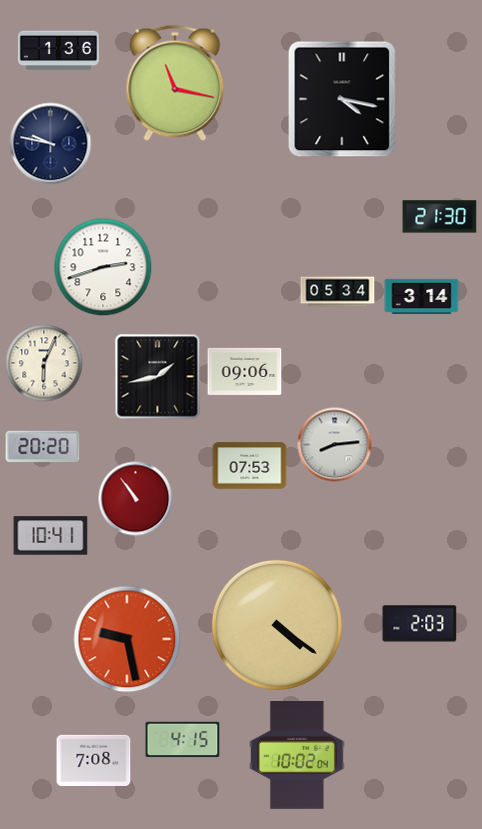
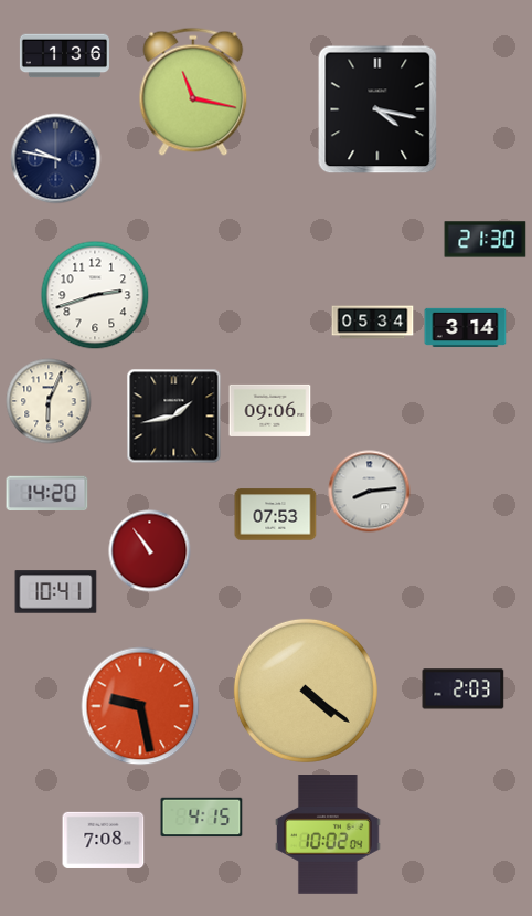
clock at (103, 267) position: (103, 267) -> (95, 295)
clock at (43, 446): 20:20 -> 14:20
